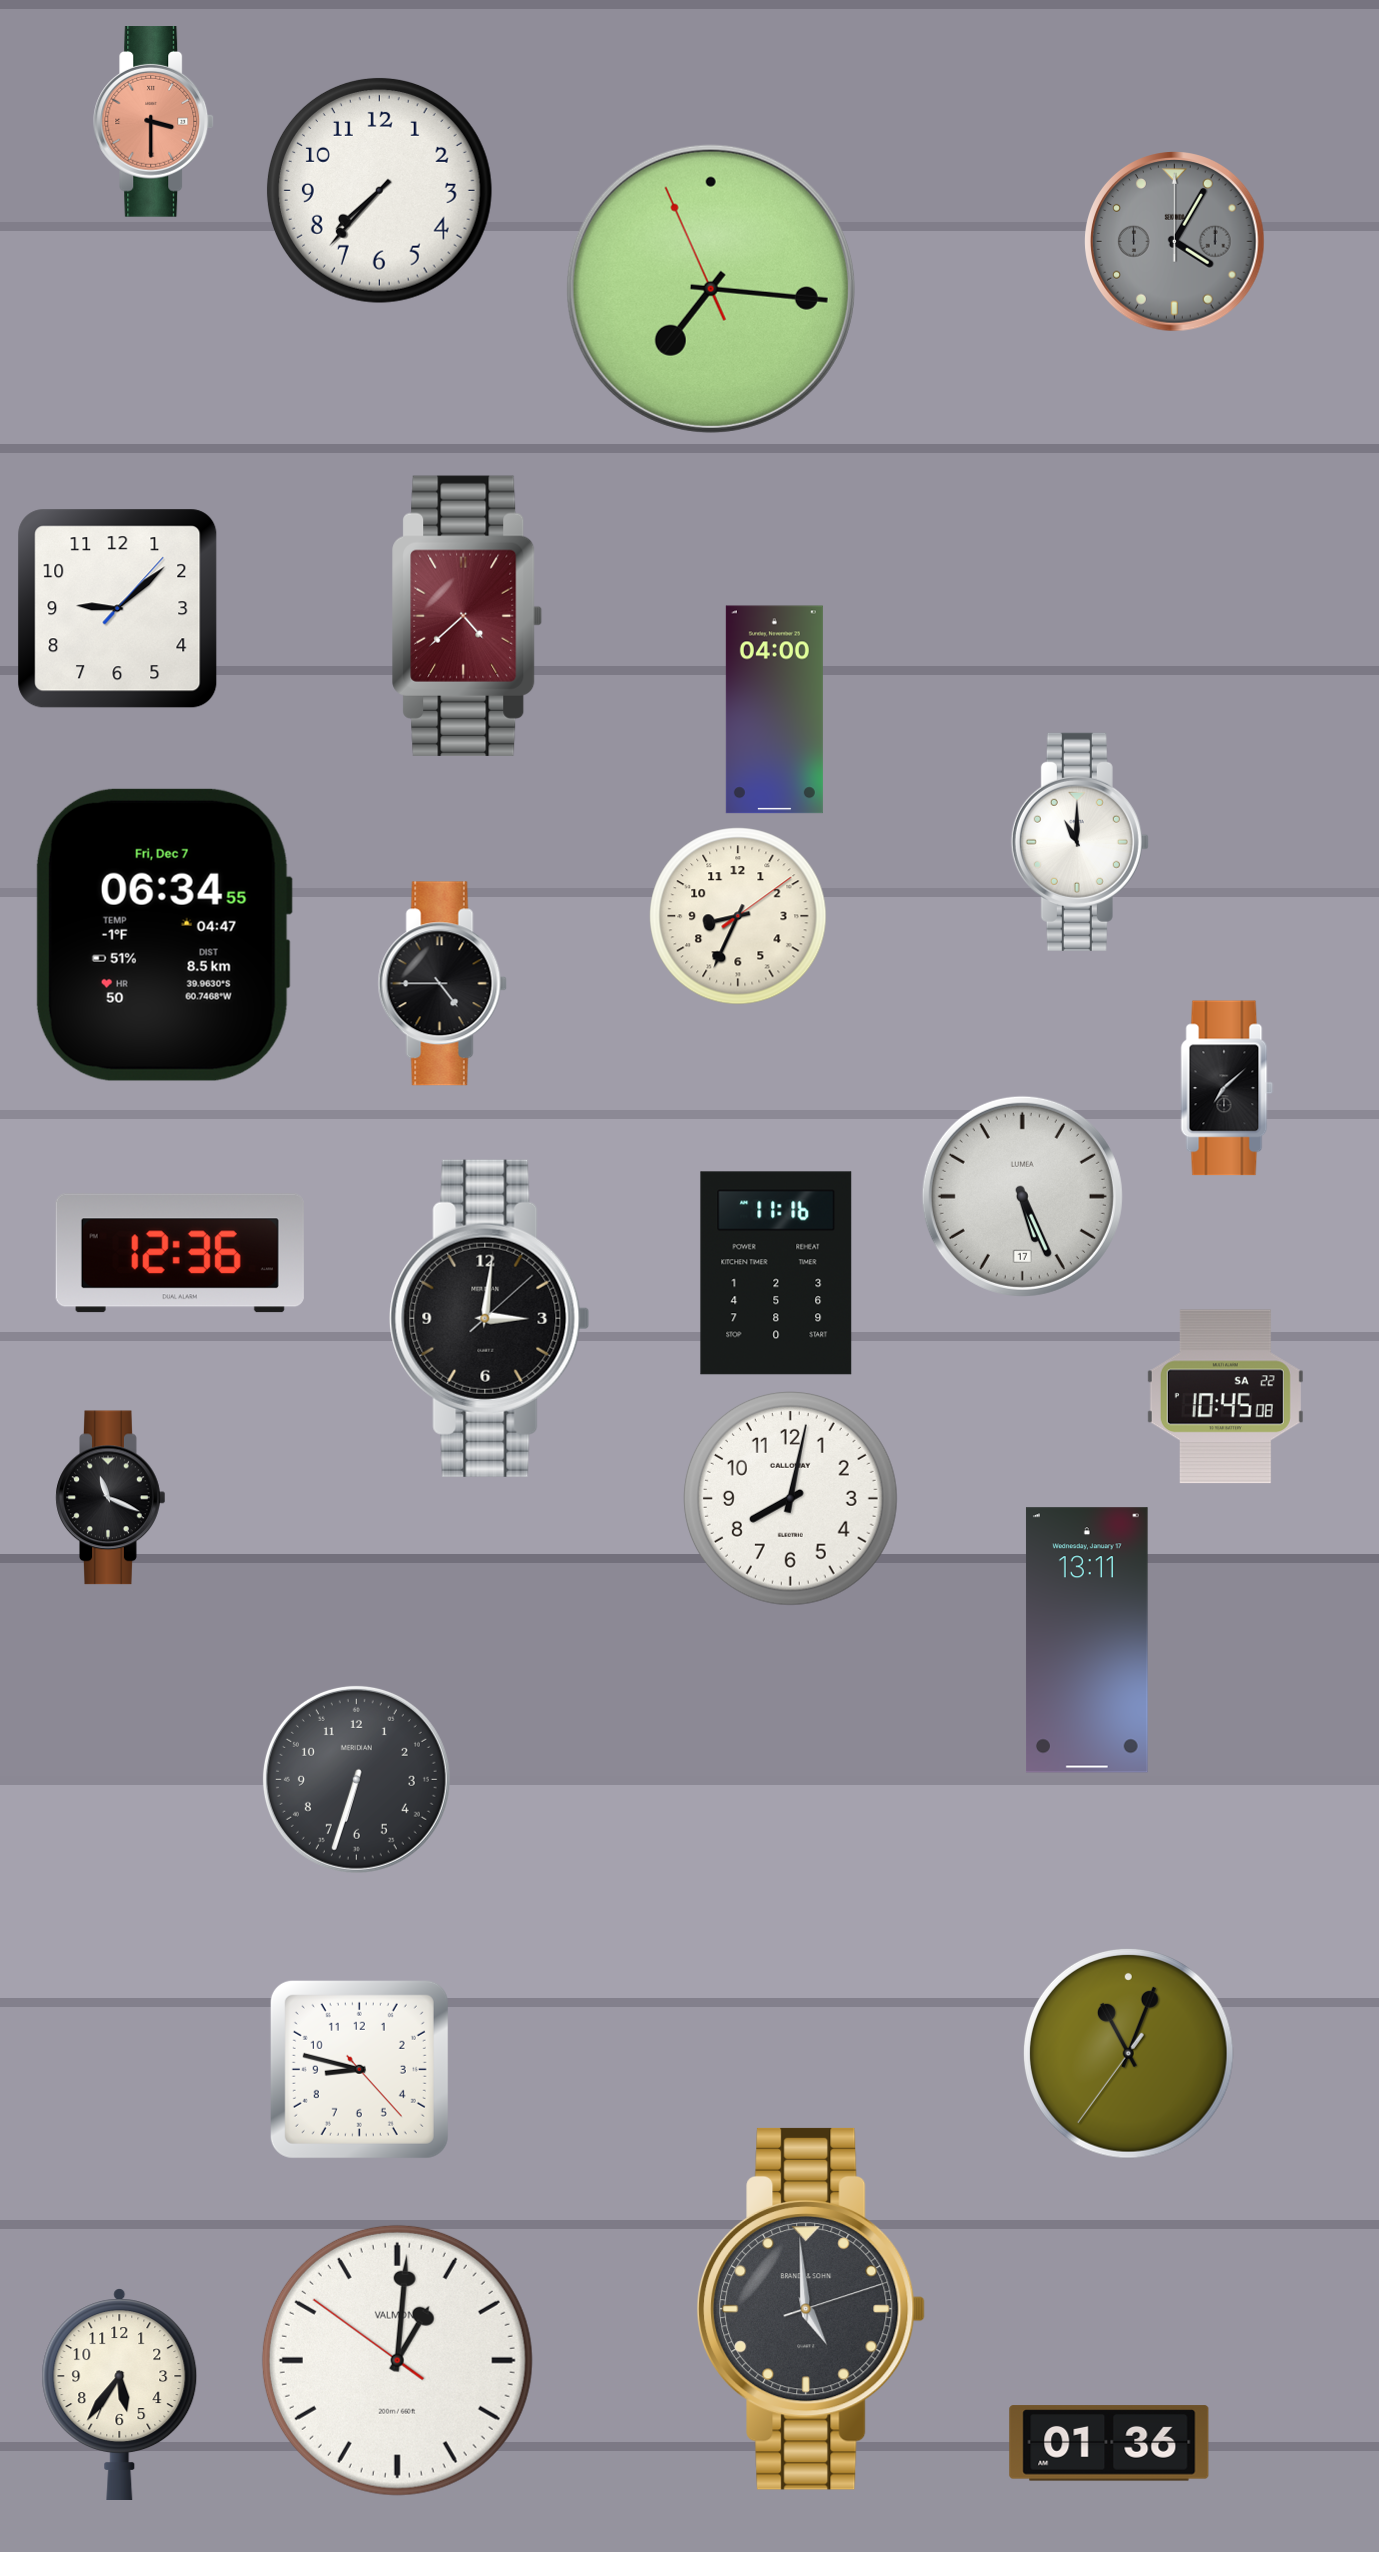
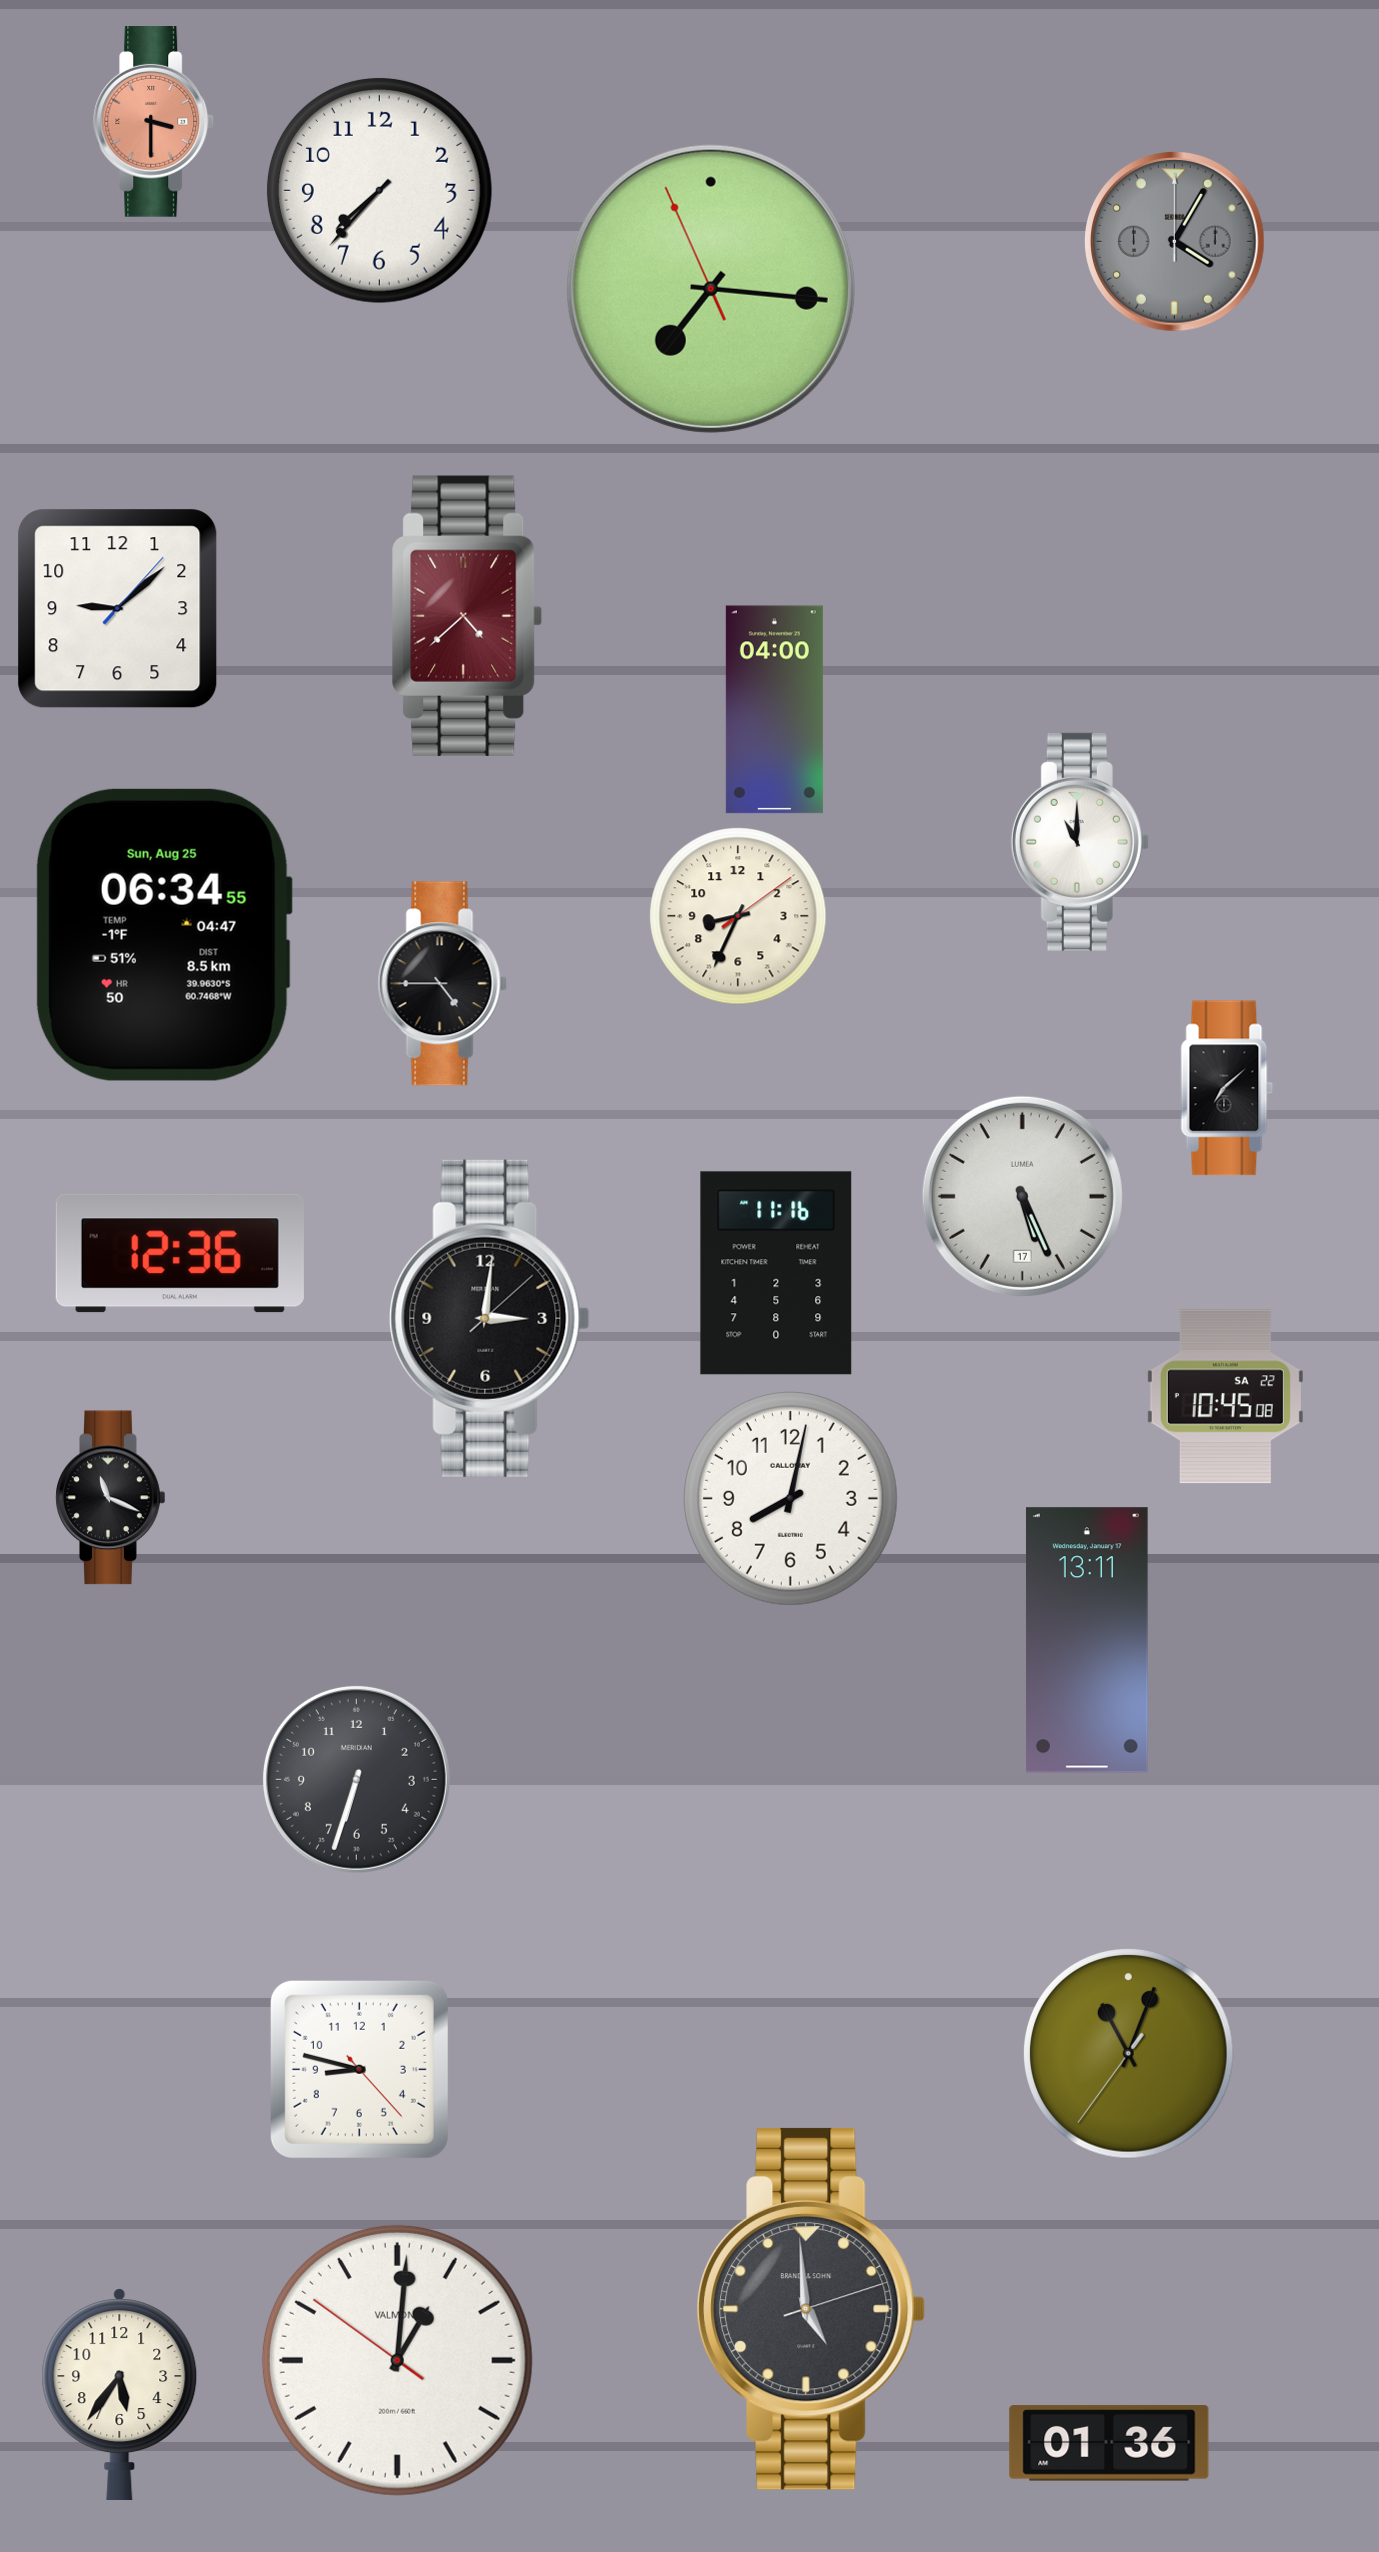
clock at (163, 935) date: Fri, Dec 7 -> Sun, Aug 25
